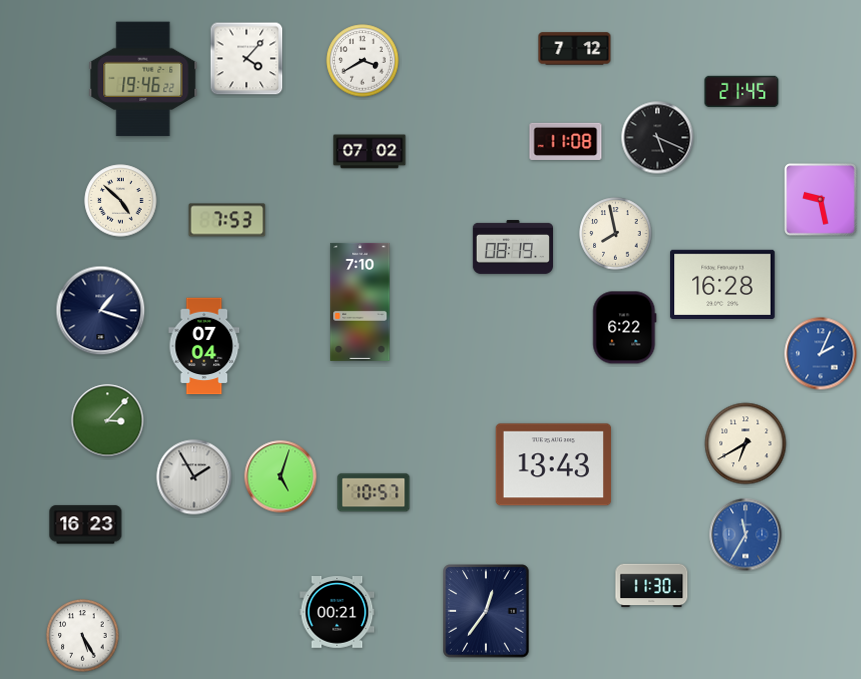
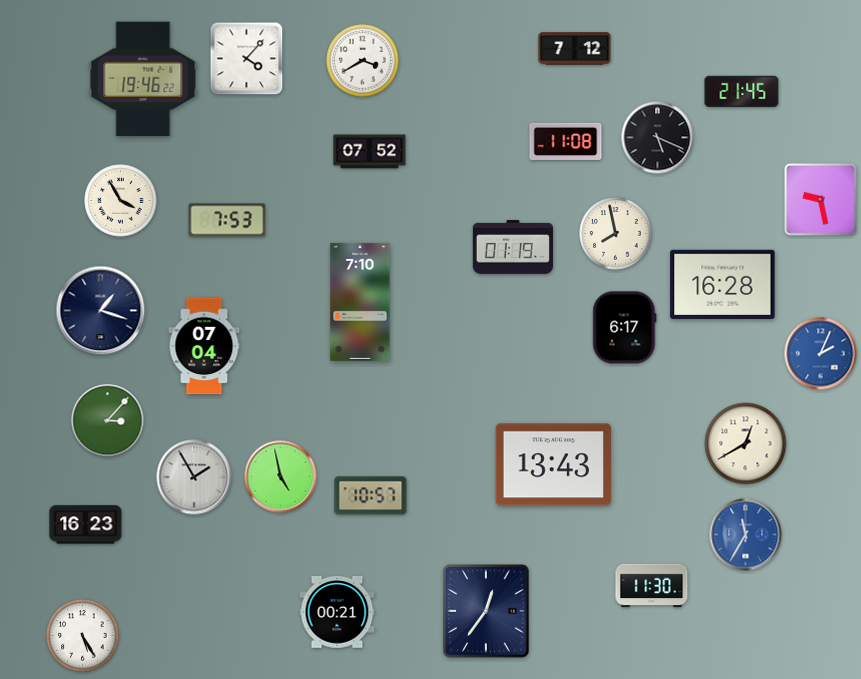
clock at (370, 152): 07:02 -> 07:52
clock at (121, 201): 4:52 -> 3:55
clock at (512, 247): 08:19 -> 01:19
clock at (625, 328): 6:22 -> 6:17
clock at (746, 444): 6:40 -> 12:40
clock at (281, 477): 5:03 -> 4:58
clock at (374, 493) position: (374, 493) -> (371, 496)
